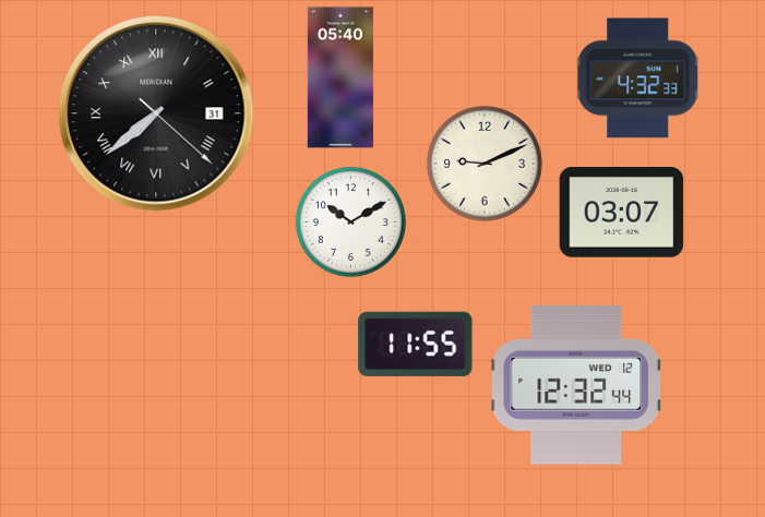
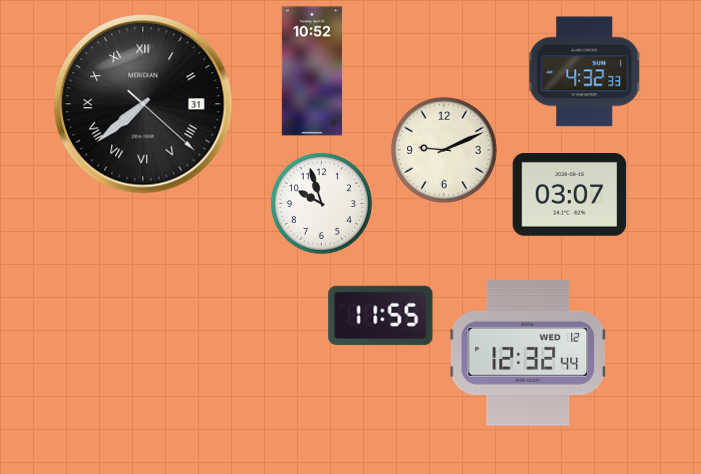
clock at (339, 77): 05:40 -> 10:52
clock at (350, 221): 10:10 -> 9:57
